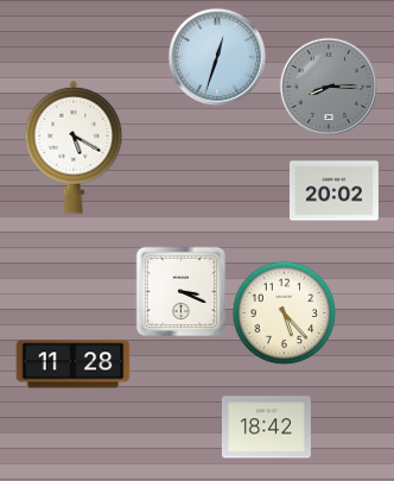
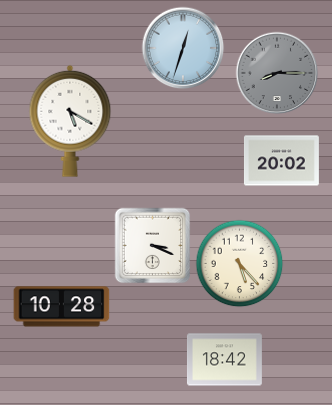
clock at (74, 147) position: (74, 147) -> (70, 121)
clock at (74, 365): 11:28 -> 10:28
